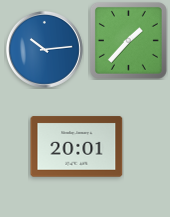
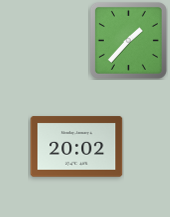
clock at (44, 49): 10:14 -> none
clock at (77, 147): 20:01 -> 20:02
